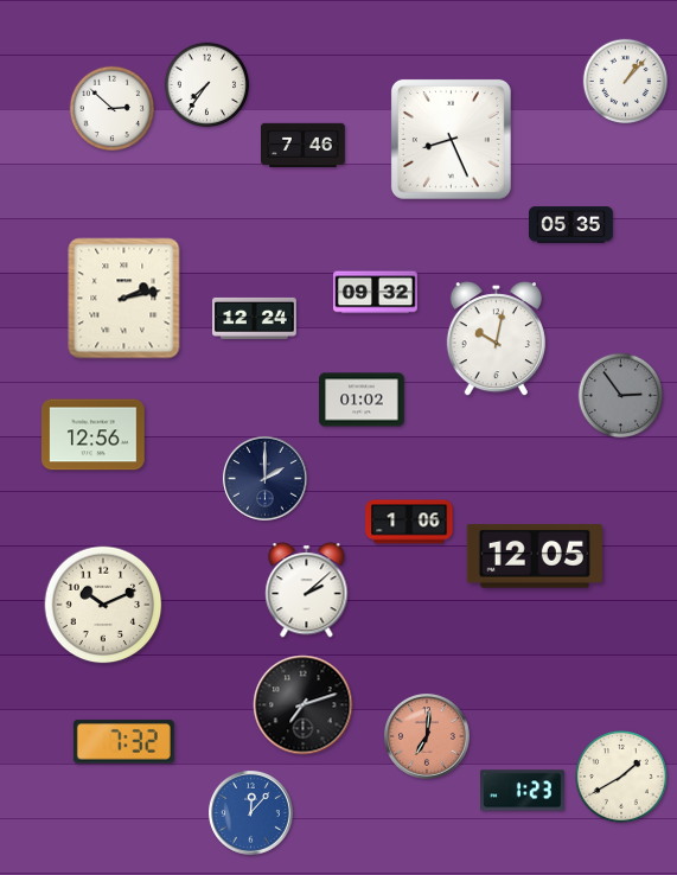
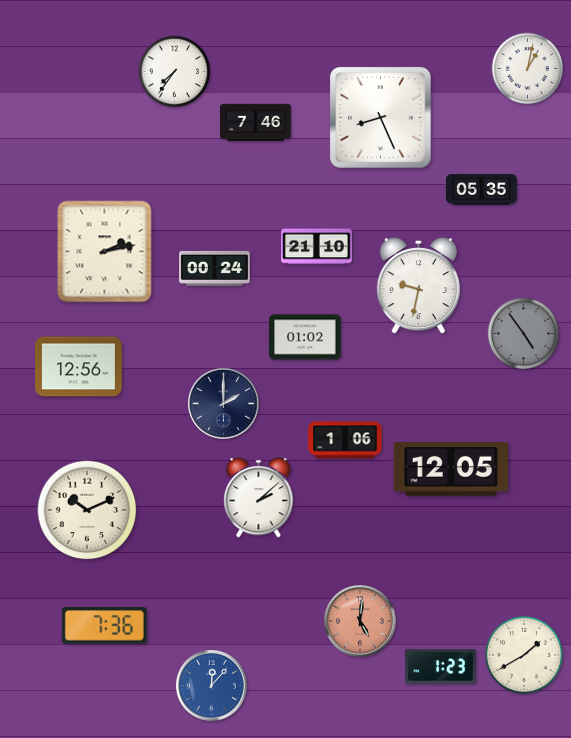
clock at (626, 82): 1:07 -> 1:02
clock at (113, 109): 2:52 -> none
clock at (376, 293): 09:32 -> 21:10
clock at (255, 318): 12:24 -> 00:24
clock at (496, 340): 10:02 -> 9:32
clock at (621, 396): 2:54 -> 4:54
clock at (304, 705): 7:12 -> none
clock at (428, 737): 7:01 -> 5:01
clock at (123, 742): 7:32 -> 7:36
